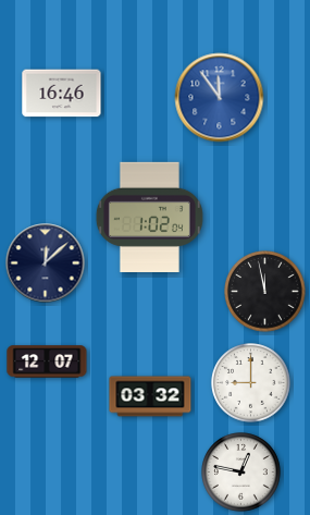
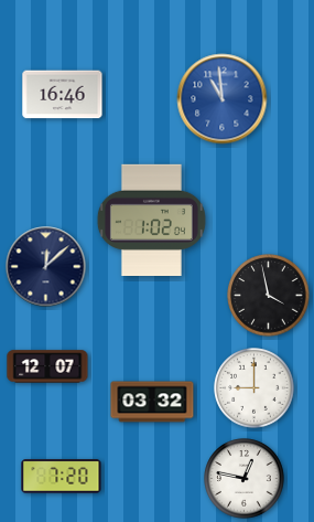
clock at (220, 98): 11:54 -> 10:59
clock at (265, 292): 11:58 -> 3:58
clock at (62, 477): none -> 7:20
